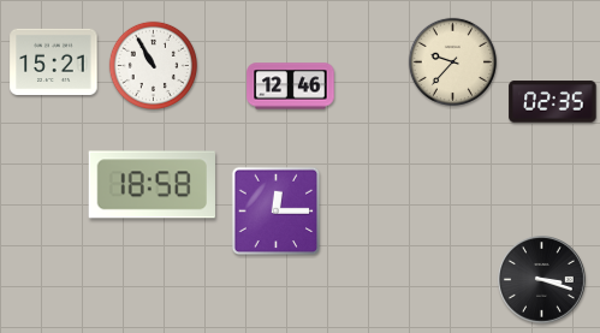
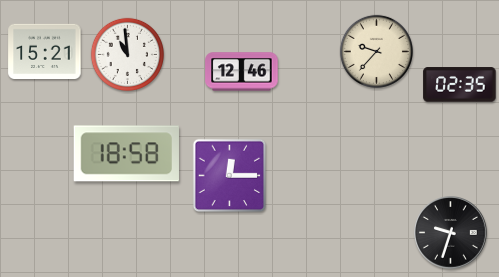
clock at (153, 65): 10:55 -> 10:59
clock at (542, 280): 3:18 -> 9:33
